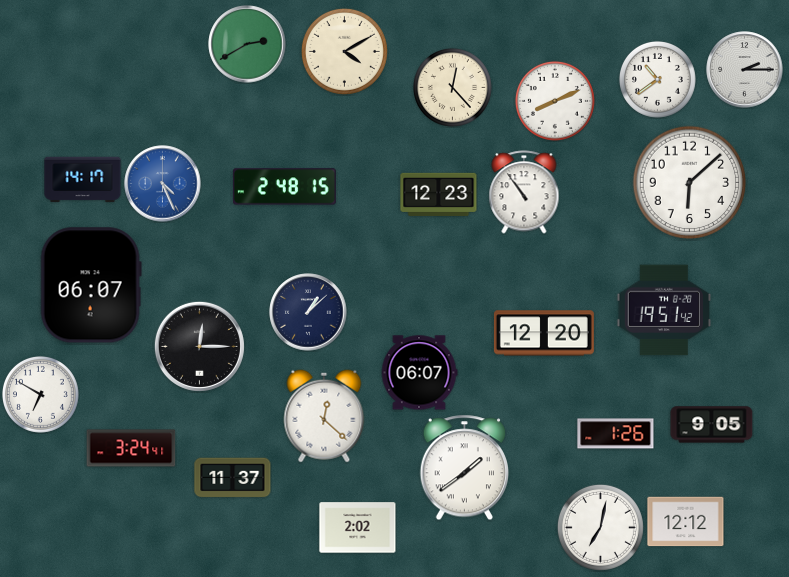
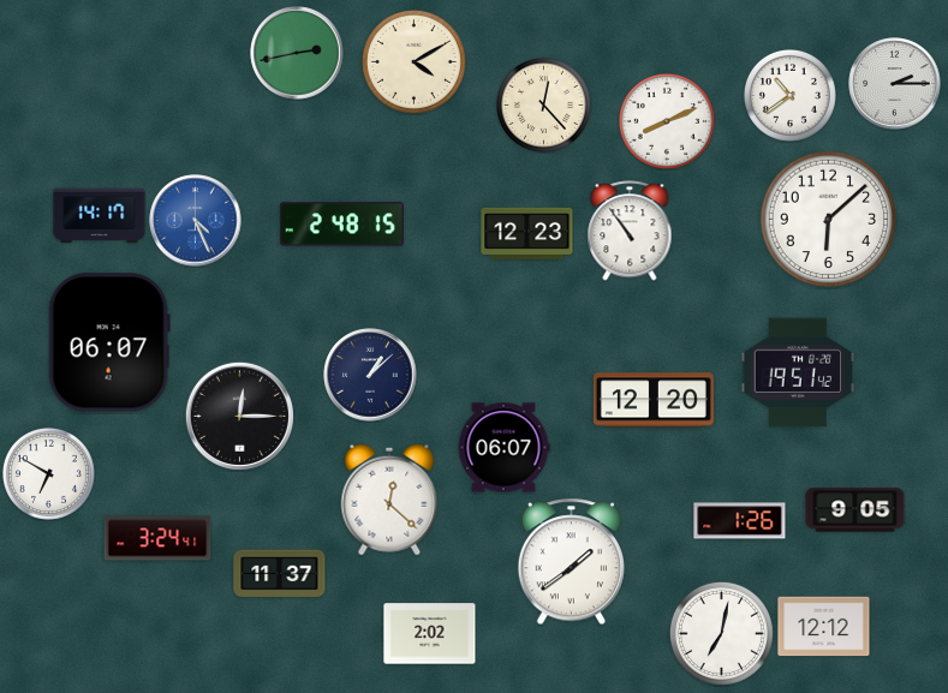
clock at (247, 44): 2:40 -> 2:43
clock at (464, 468) position: (464, 468) -> (571, 562)
